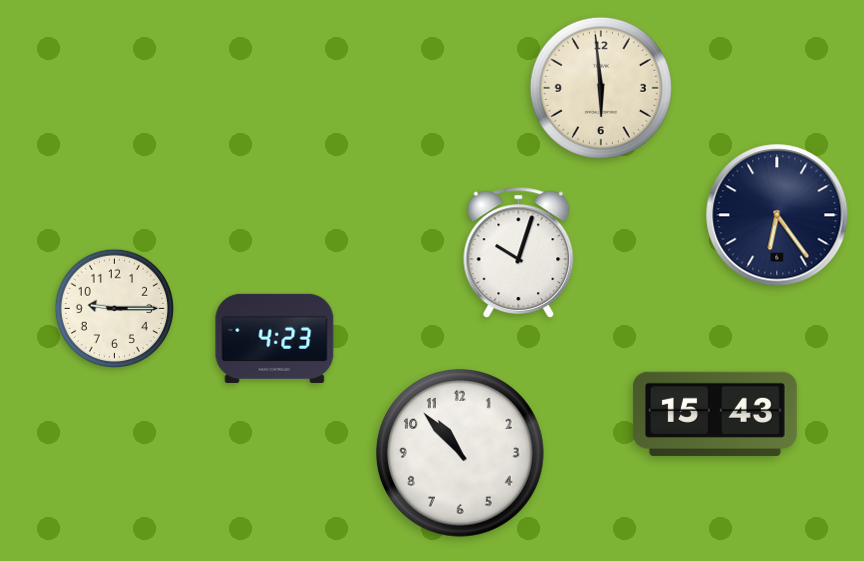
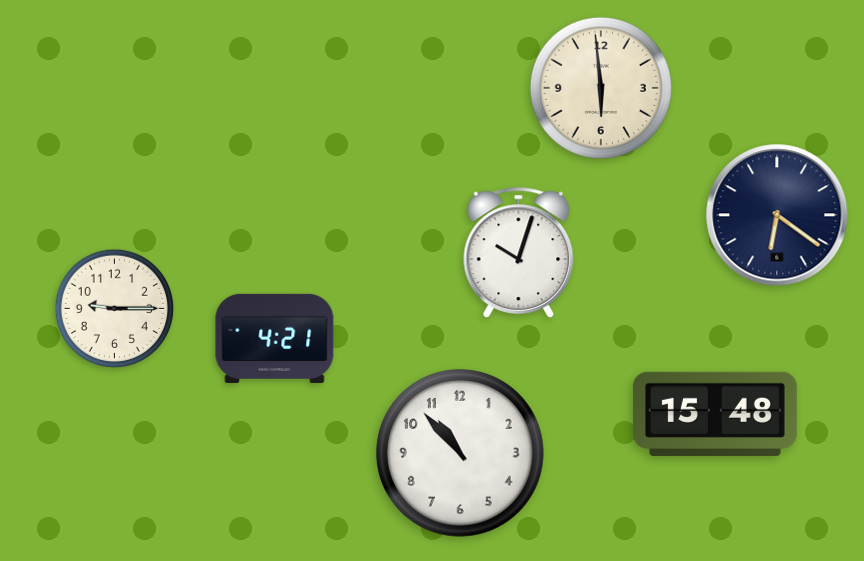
clock at (777, 215): 6:24 -> 6:21
clock at (275, 338): 4:23 -> 4:21
clock at (715, 414): 15:43 -> 15:48
